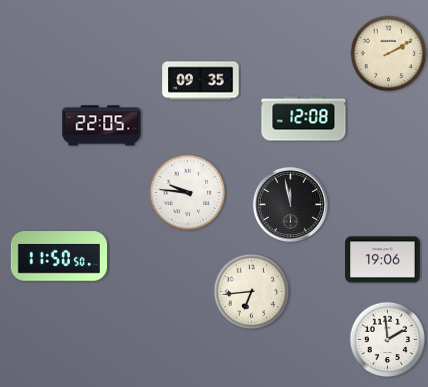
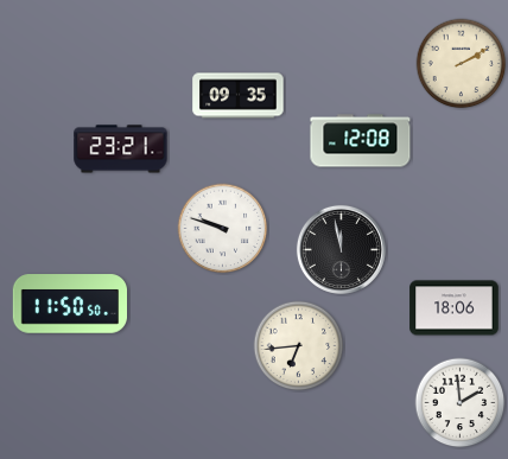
clock at (102, 126): 22:05 -> 23:21
clock at (188, 193): 9:46 -> 9:48
clock at (290, 204) position: (290, 204) -> (341, 249)
clock at (383, 260): 19:06 -> 18:06
